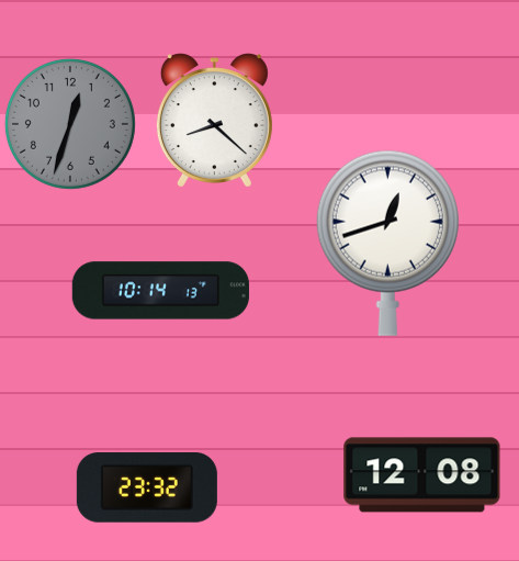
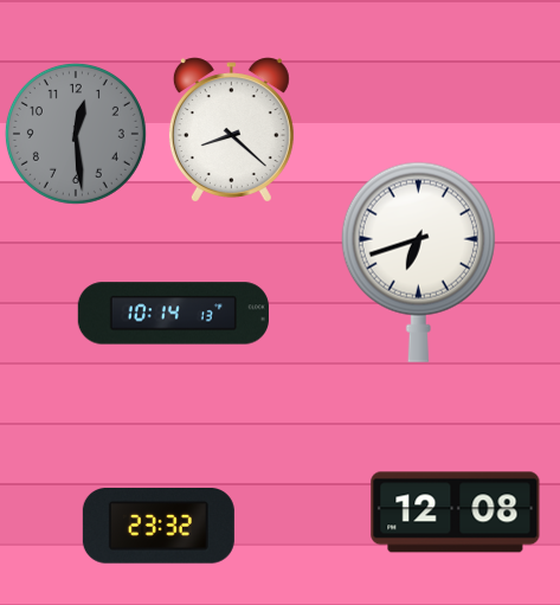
clock at (70, 124): 12:33 -> 12:29
clock at (387, 243): 12:42 -> 6:42
